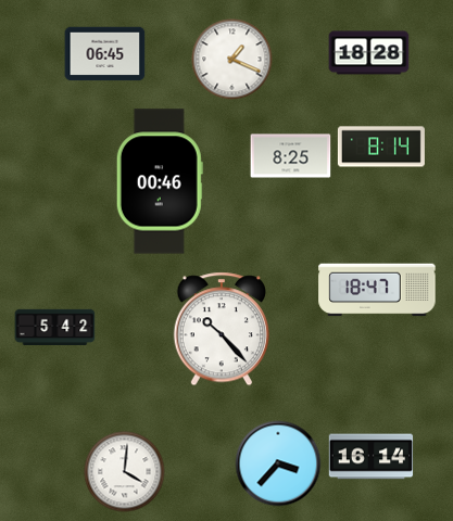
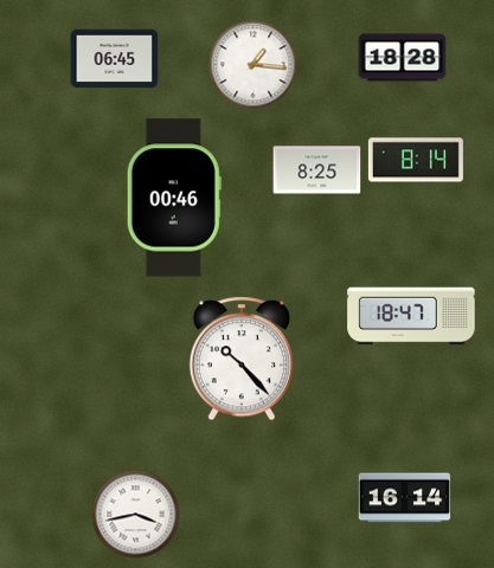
clock at (232, 60): 1:19 -> 1:16
clock at (55, 327): 5:42 -> none
clock at (278, 463): 3:37 -> none
clock at (125, 472): 4:01 -> 3:43
